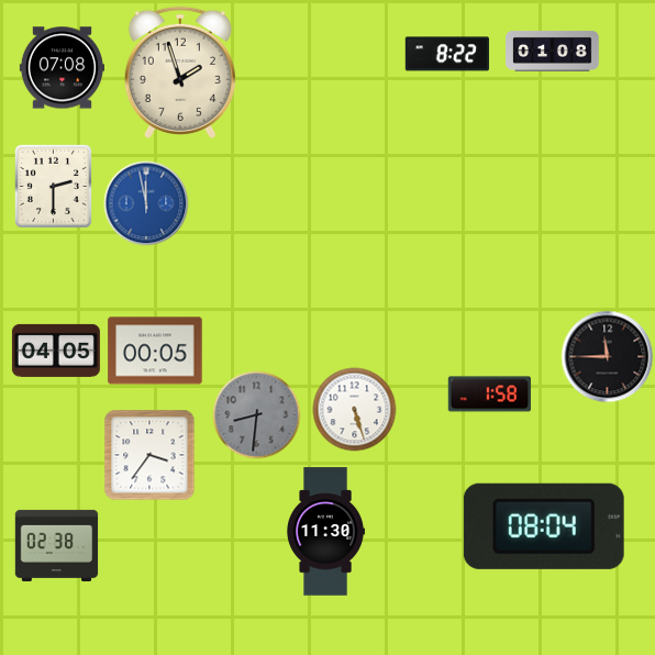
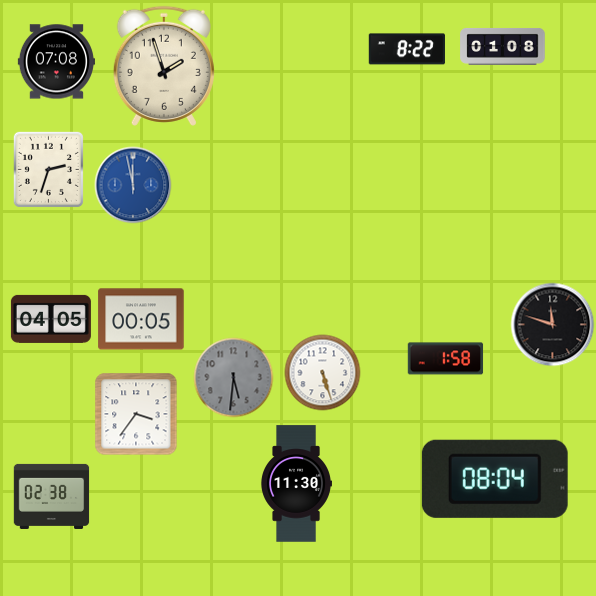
clock at (53, 186): 2:30 -> 2:33
clock at (608, 357): 11:45 -> 11:48
clock at (257, 415): 8:31 -> 5:31
